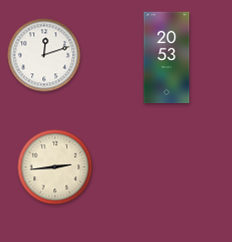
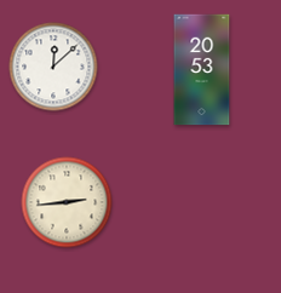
clock at (44, 55): 12:12 -> 12:08
